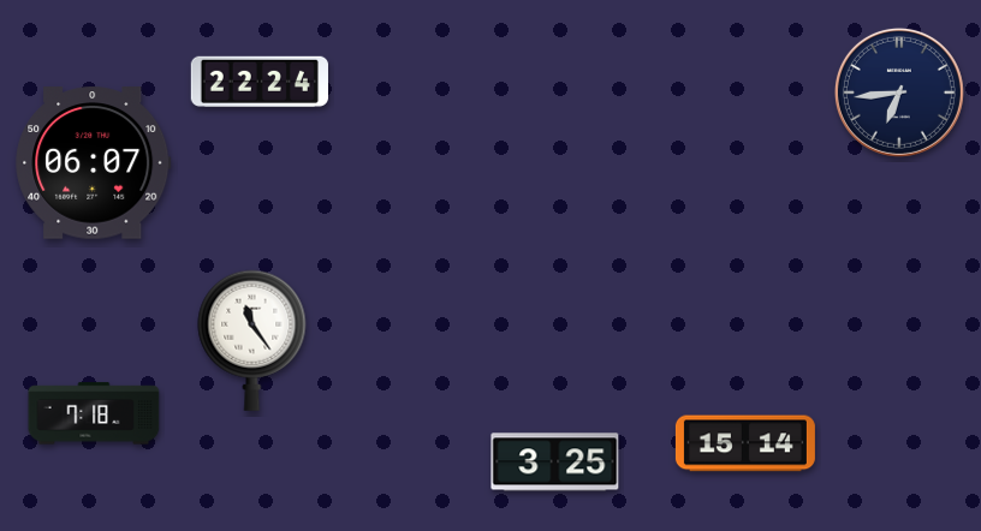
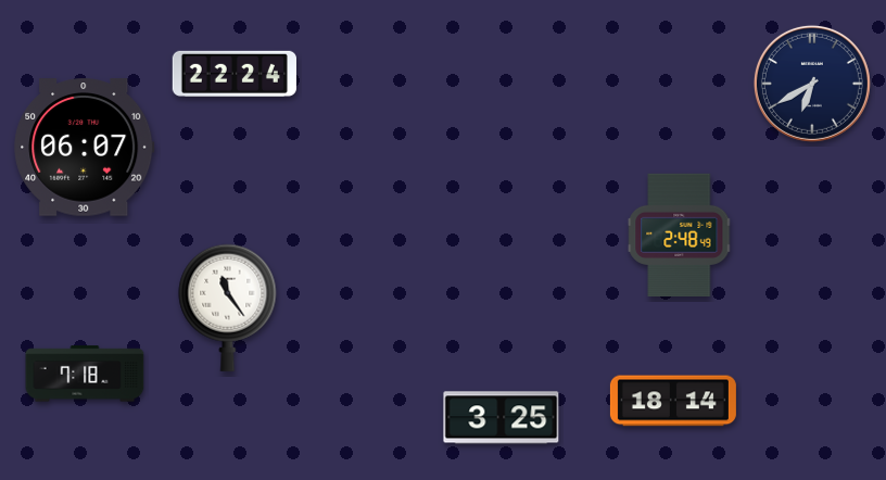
clock at (899, 93): 6:44 -> 6:40
clock at (680, 236): none -> 2:48
clock at (745, 443): 15:14 -> 18:14
